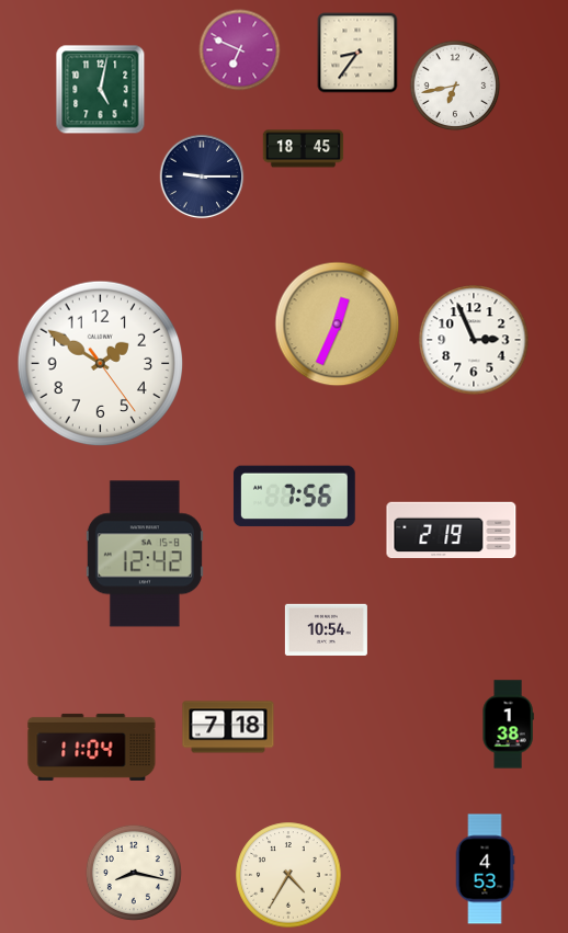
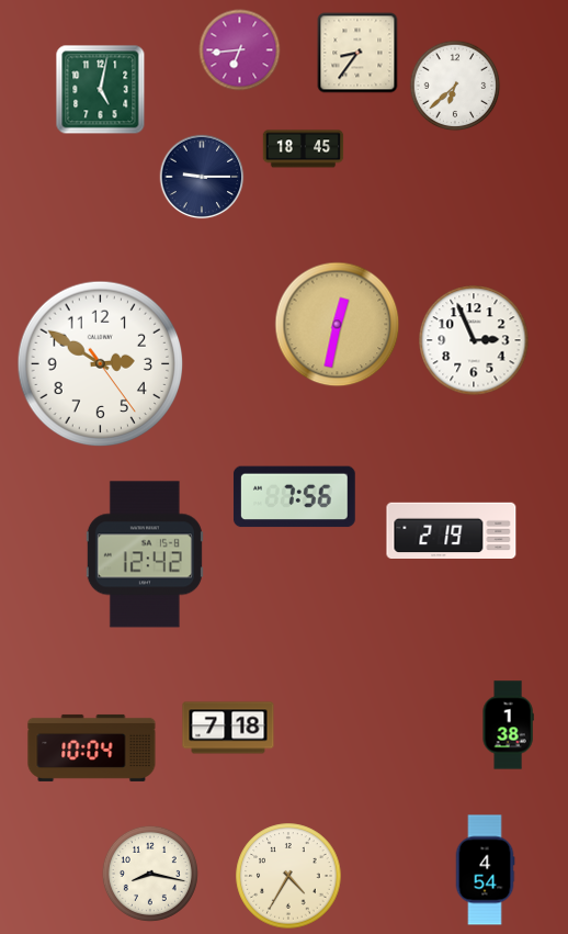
clock at (240, 50): 6:49 -> 6:44
clock at (455, 86): 6:43 -> 6:38
clock at (338, 325): 12:34 -> 12:32
clock at (101, 364): 1:50 -> 2:50
clock at (326, 629): 10:54 -> none
clock at (92, 747): 11:04 -> 10:04
clock at (485, 869): 4:53 -> 4:54
clock at (134, 873) position: (134, 873) -> (150, 874)
